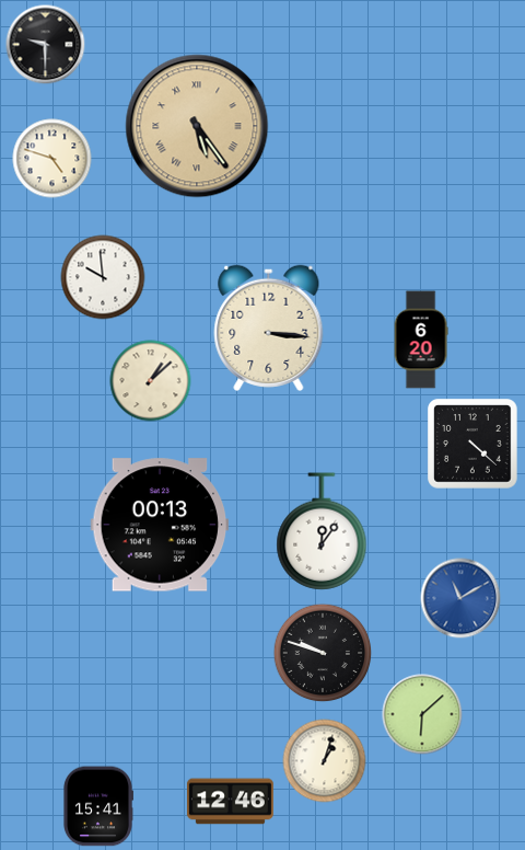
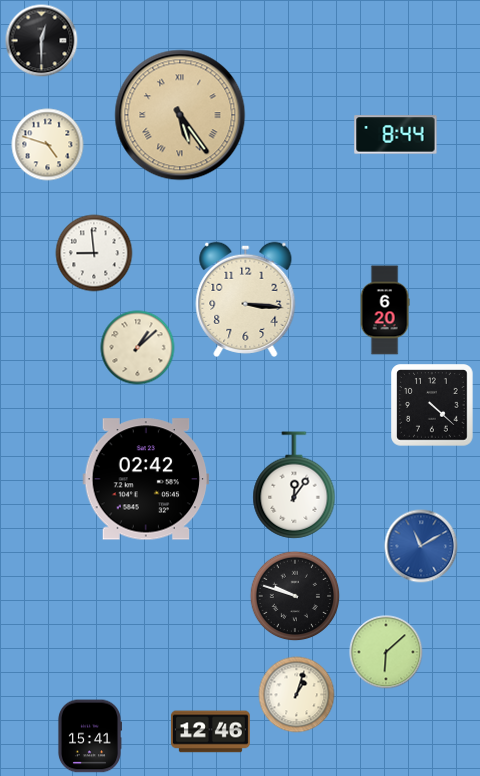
clock at (46, 45): 9:30 -> 12:30
clock at (396, 135): none -> 8:44
clock at (103, 277): 9:59 -> 8:59
clock at (160, 525): 00:13 -> 02:42
